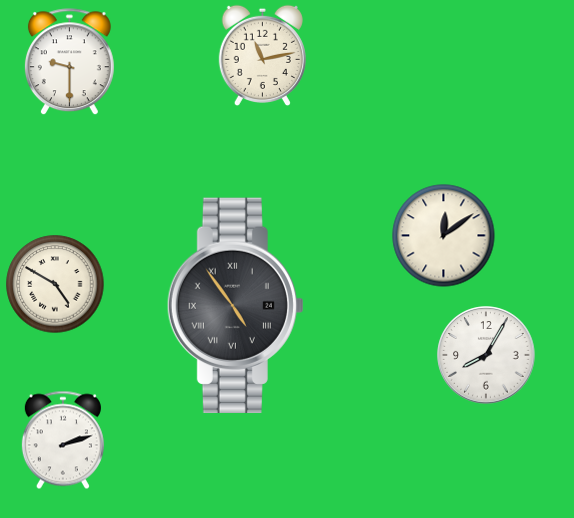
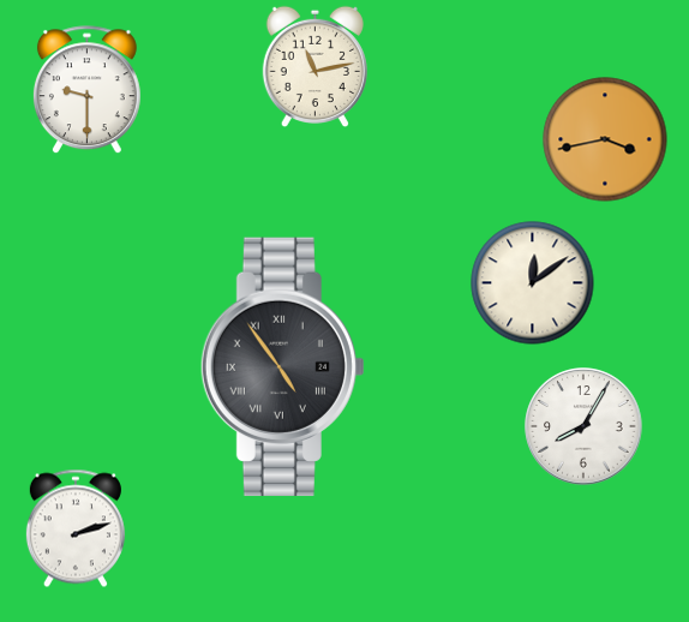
clock at (69, 62) position: (69, 62) -> (86, 90)
clock at (605, 139): none -> 3:43
clock at (55, 284): 4:50 -> none
